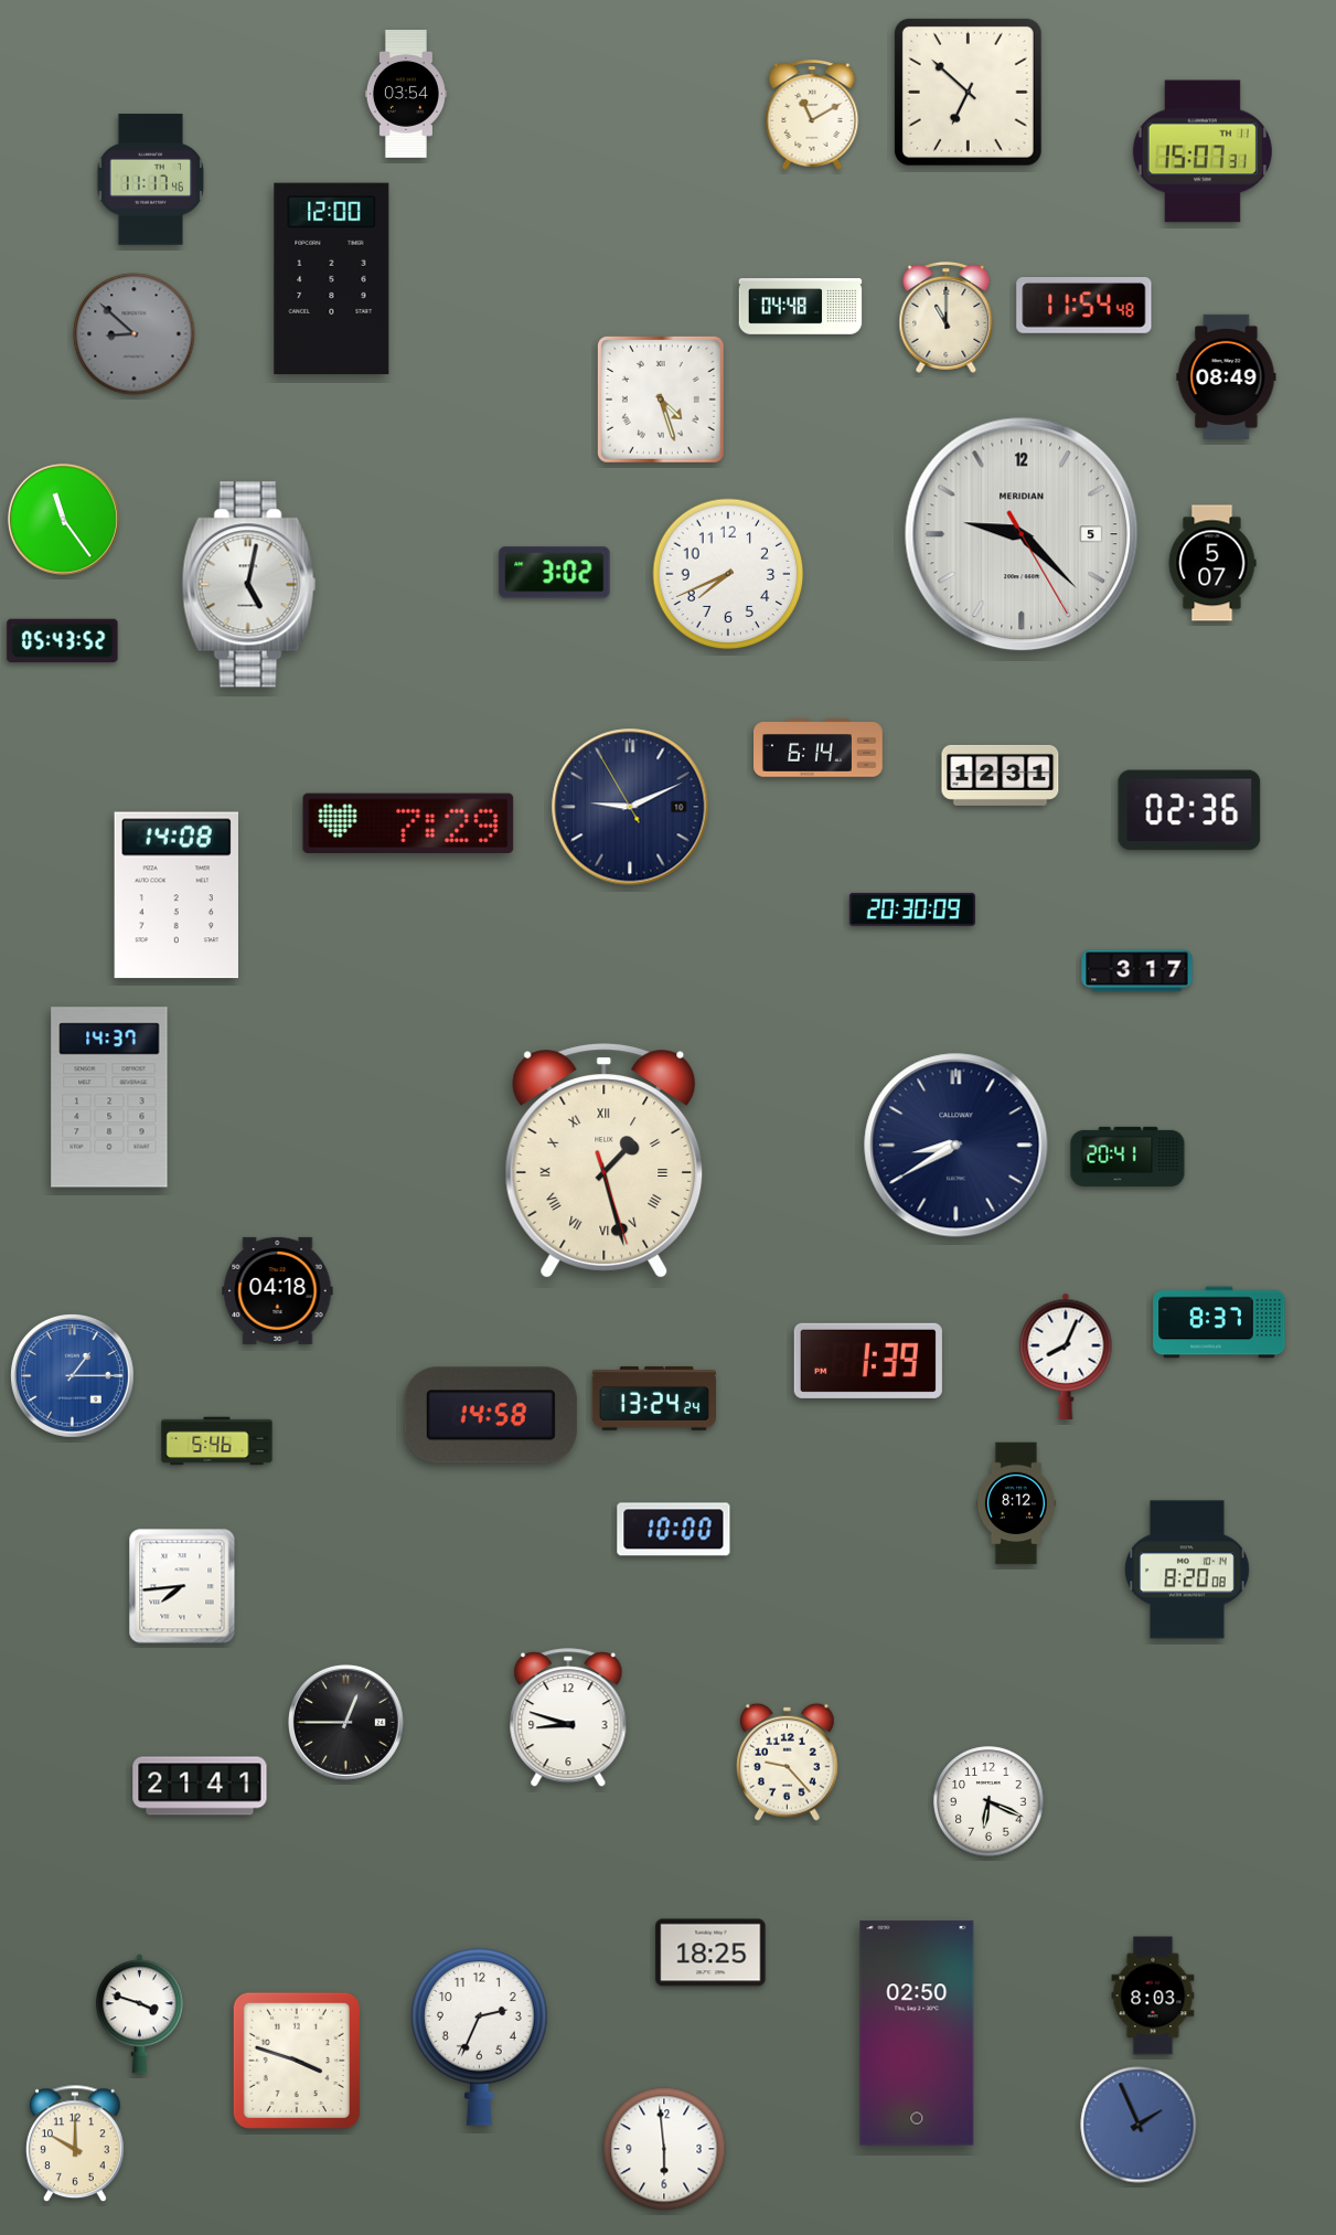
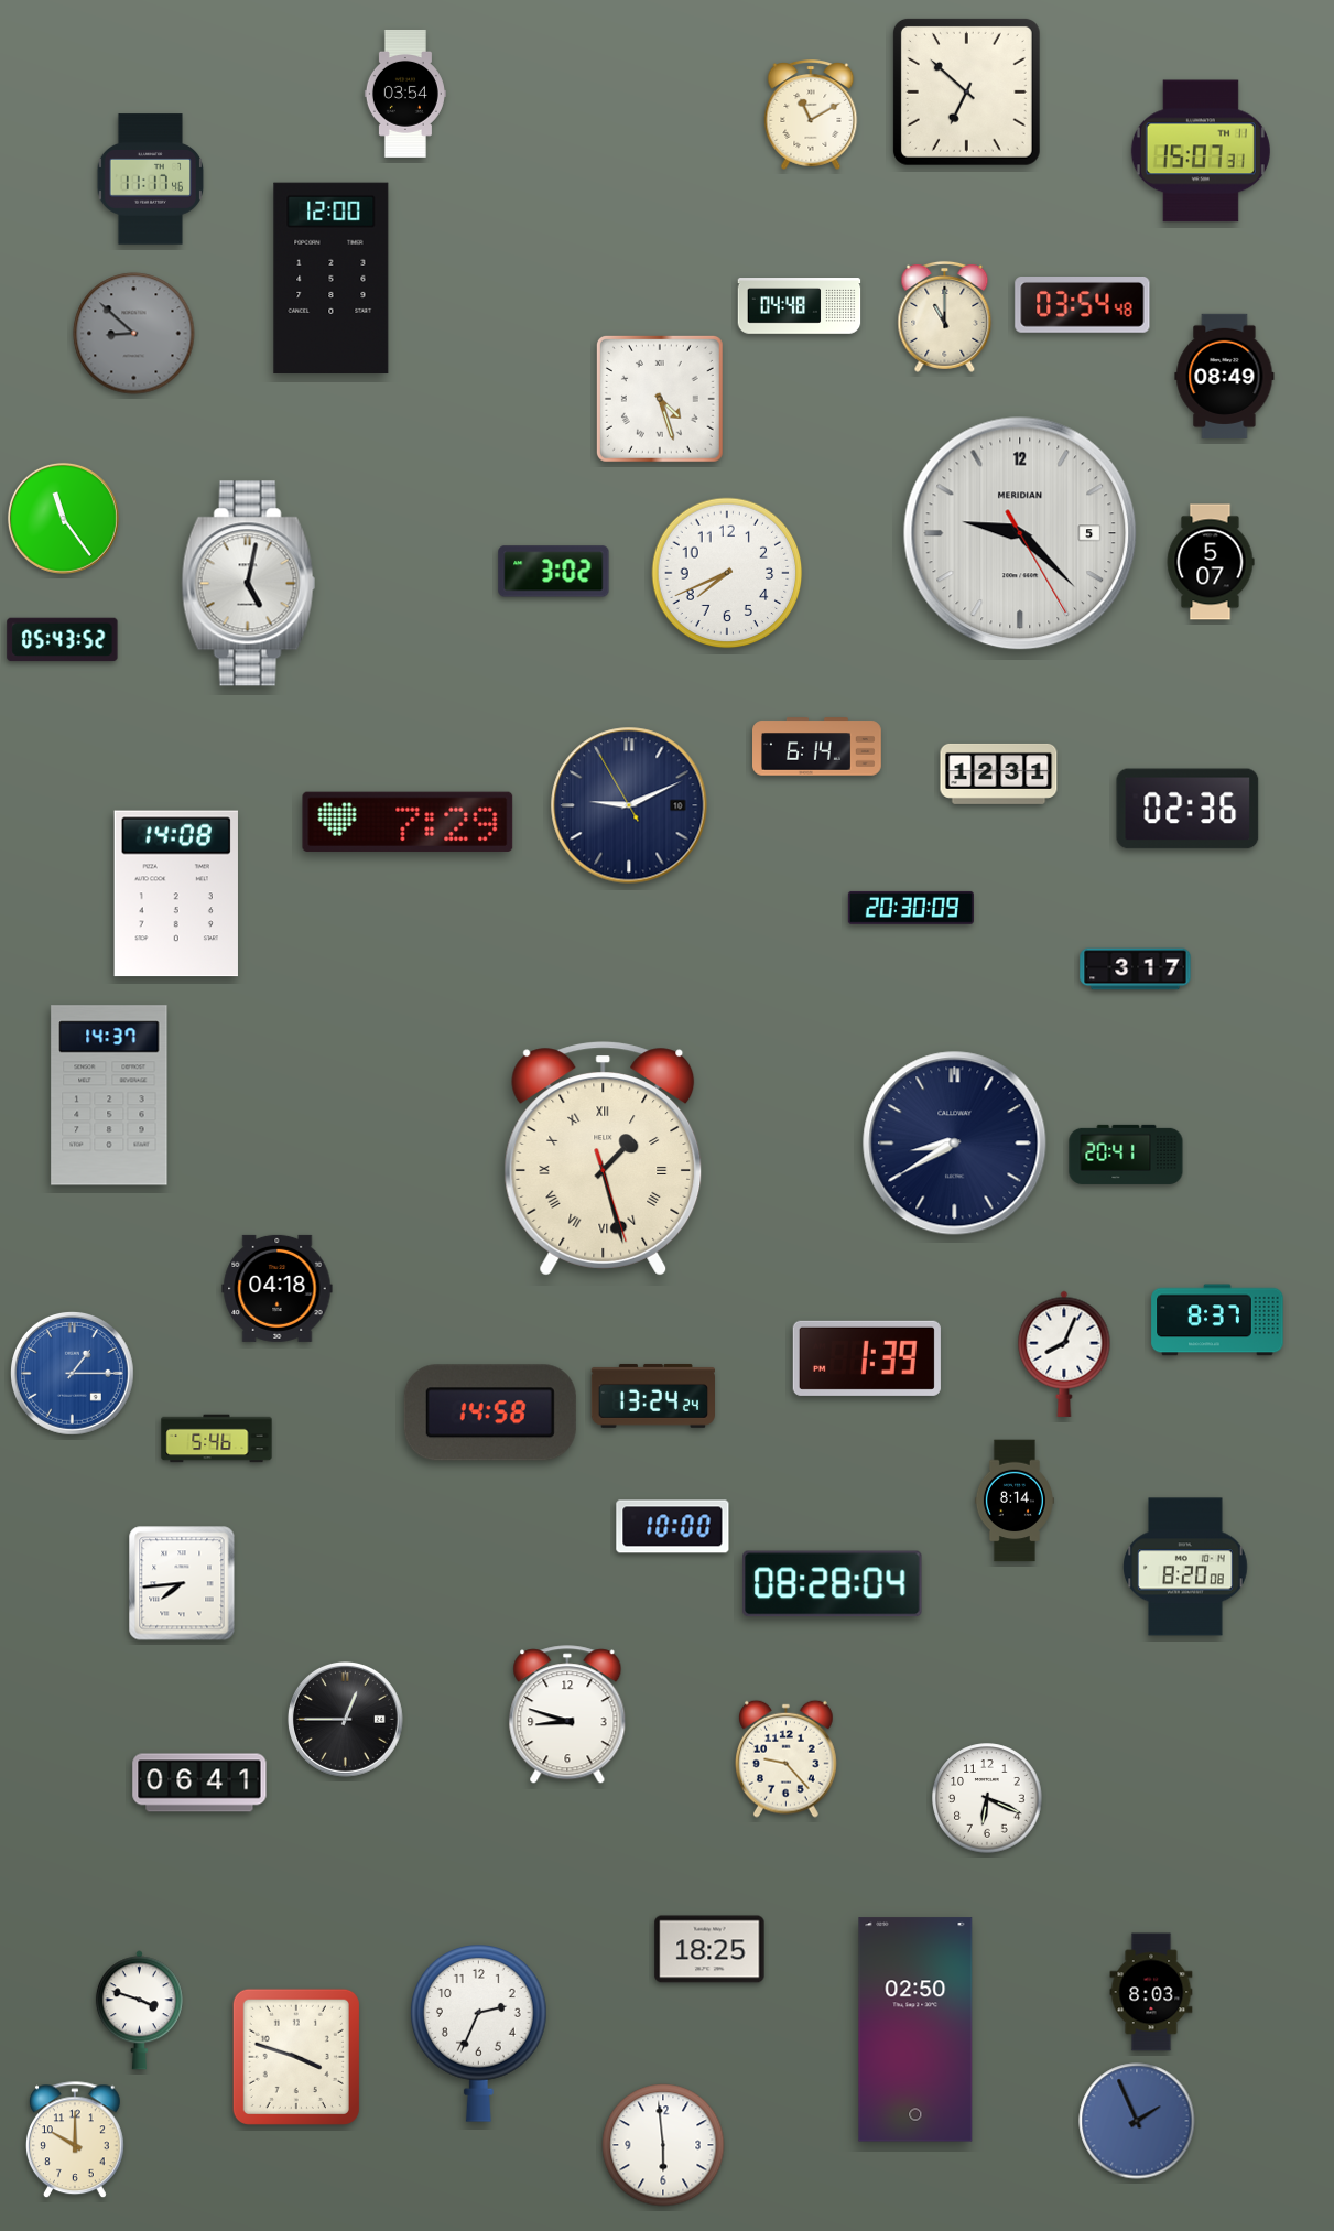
clock at (1084, 306): 11:54 -> 03:54
clock at (1016, 1503): 8:12 -> 8:14
clock at (833, 1584): none -> 08:28
clock at (200, 1786): 21:41 -> 06:41
